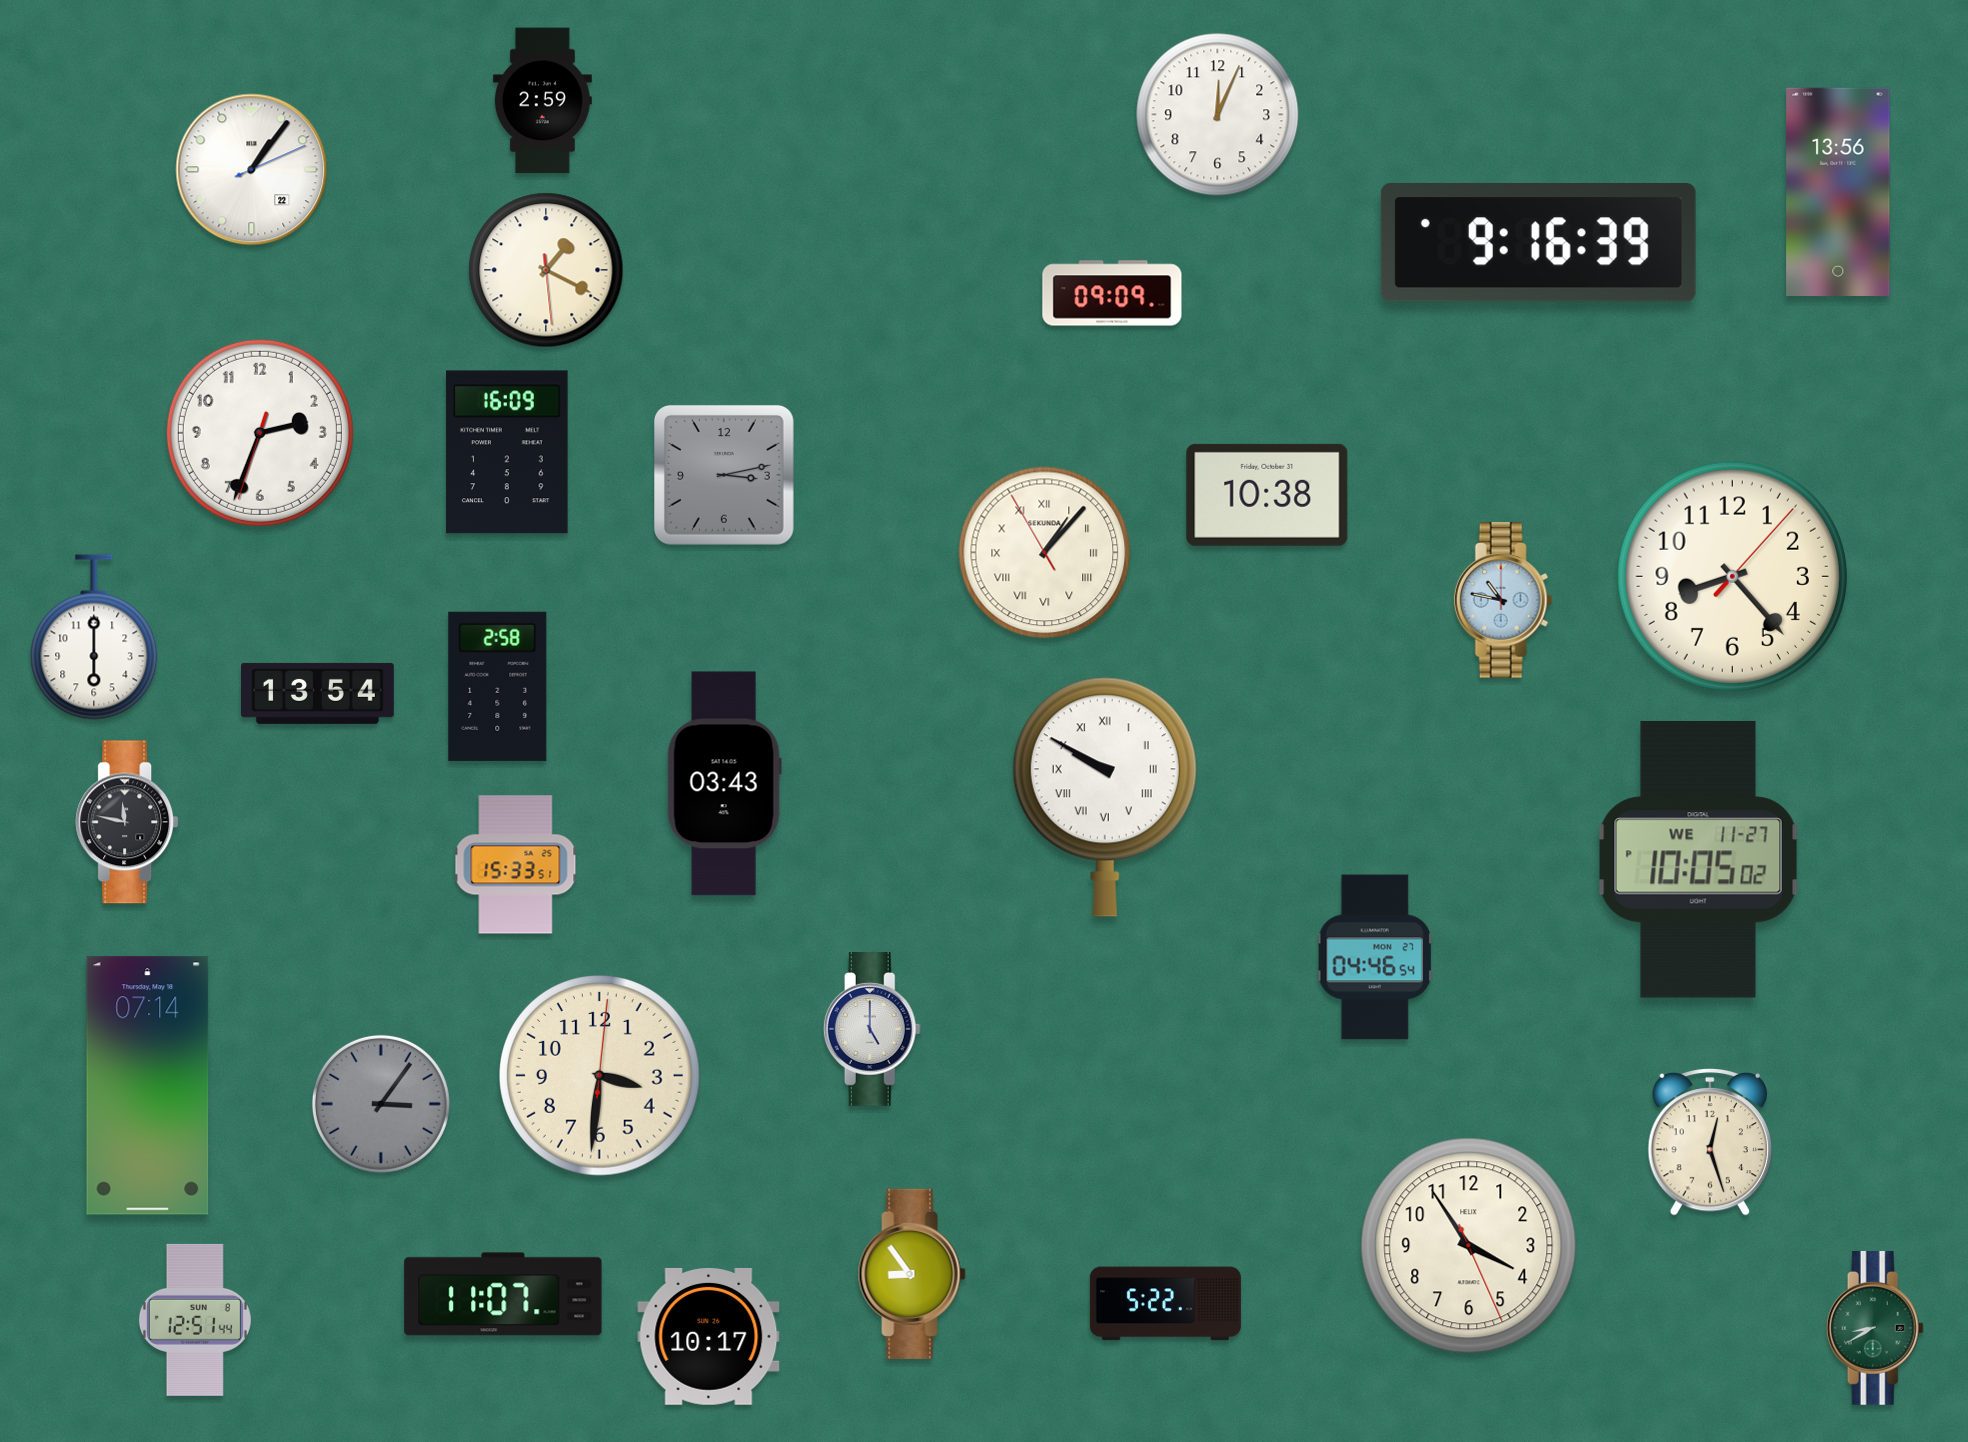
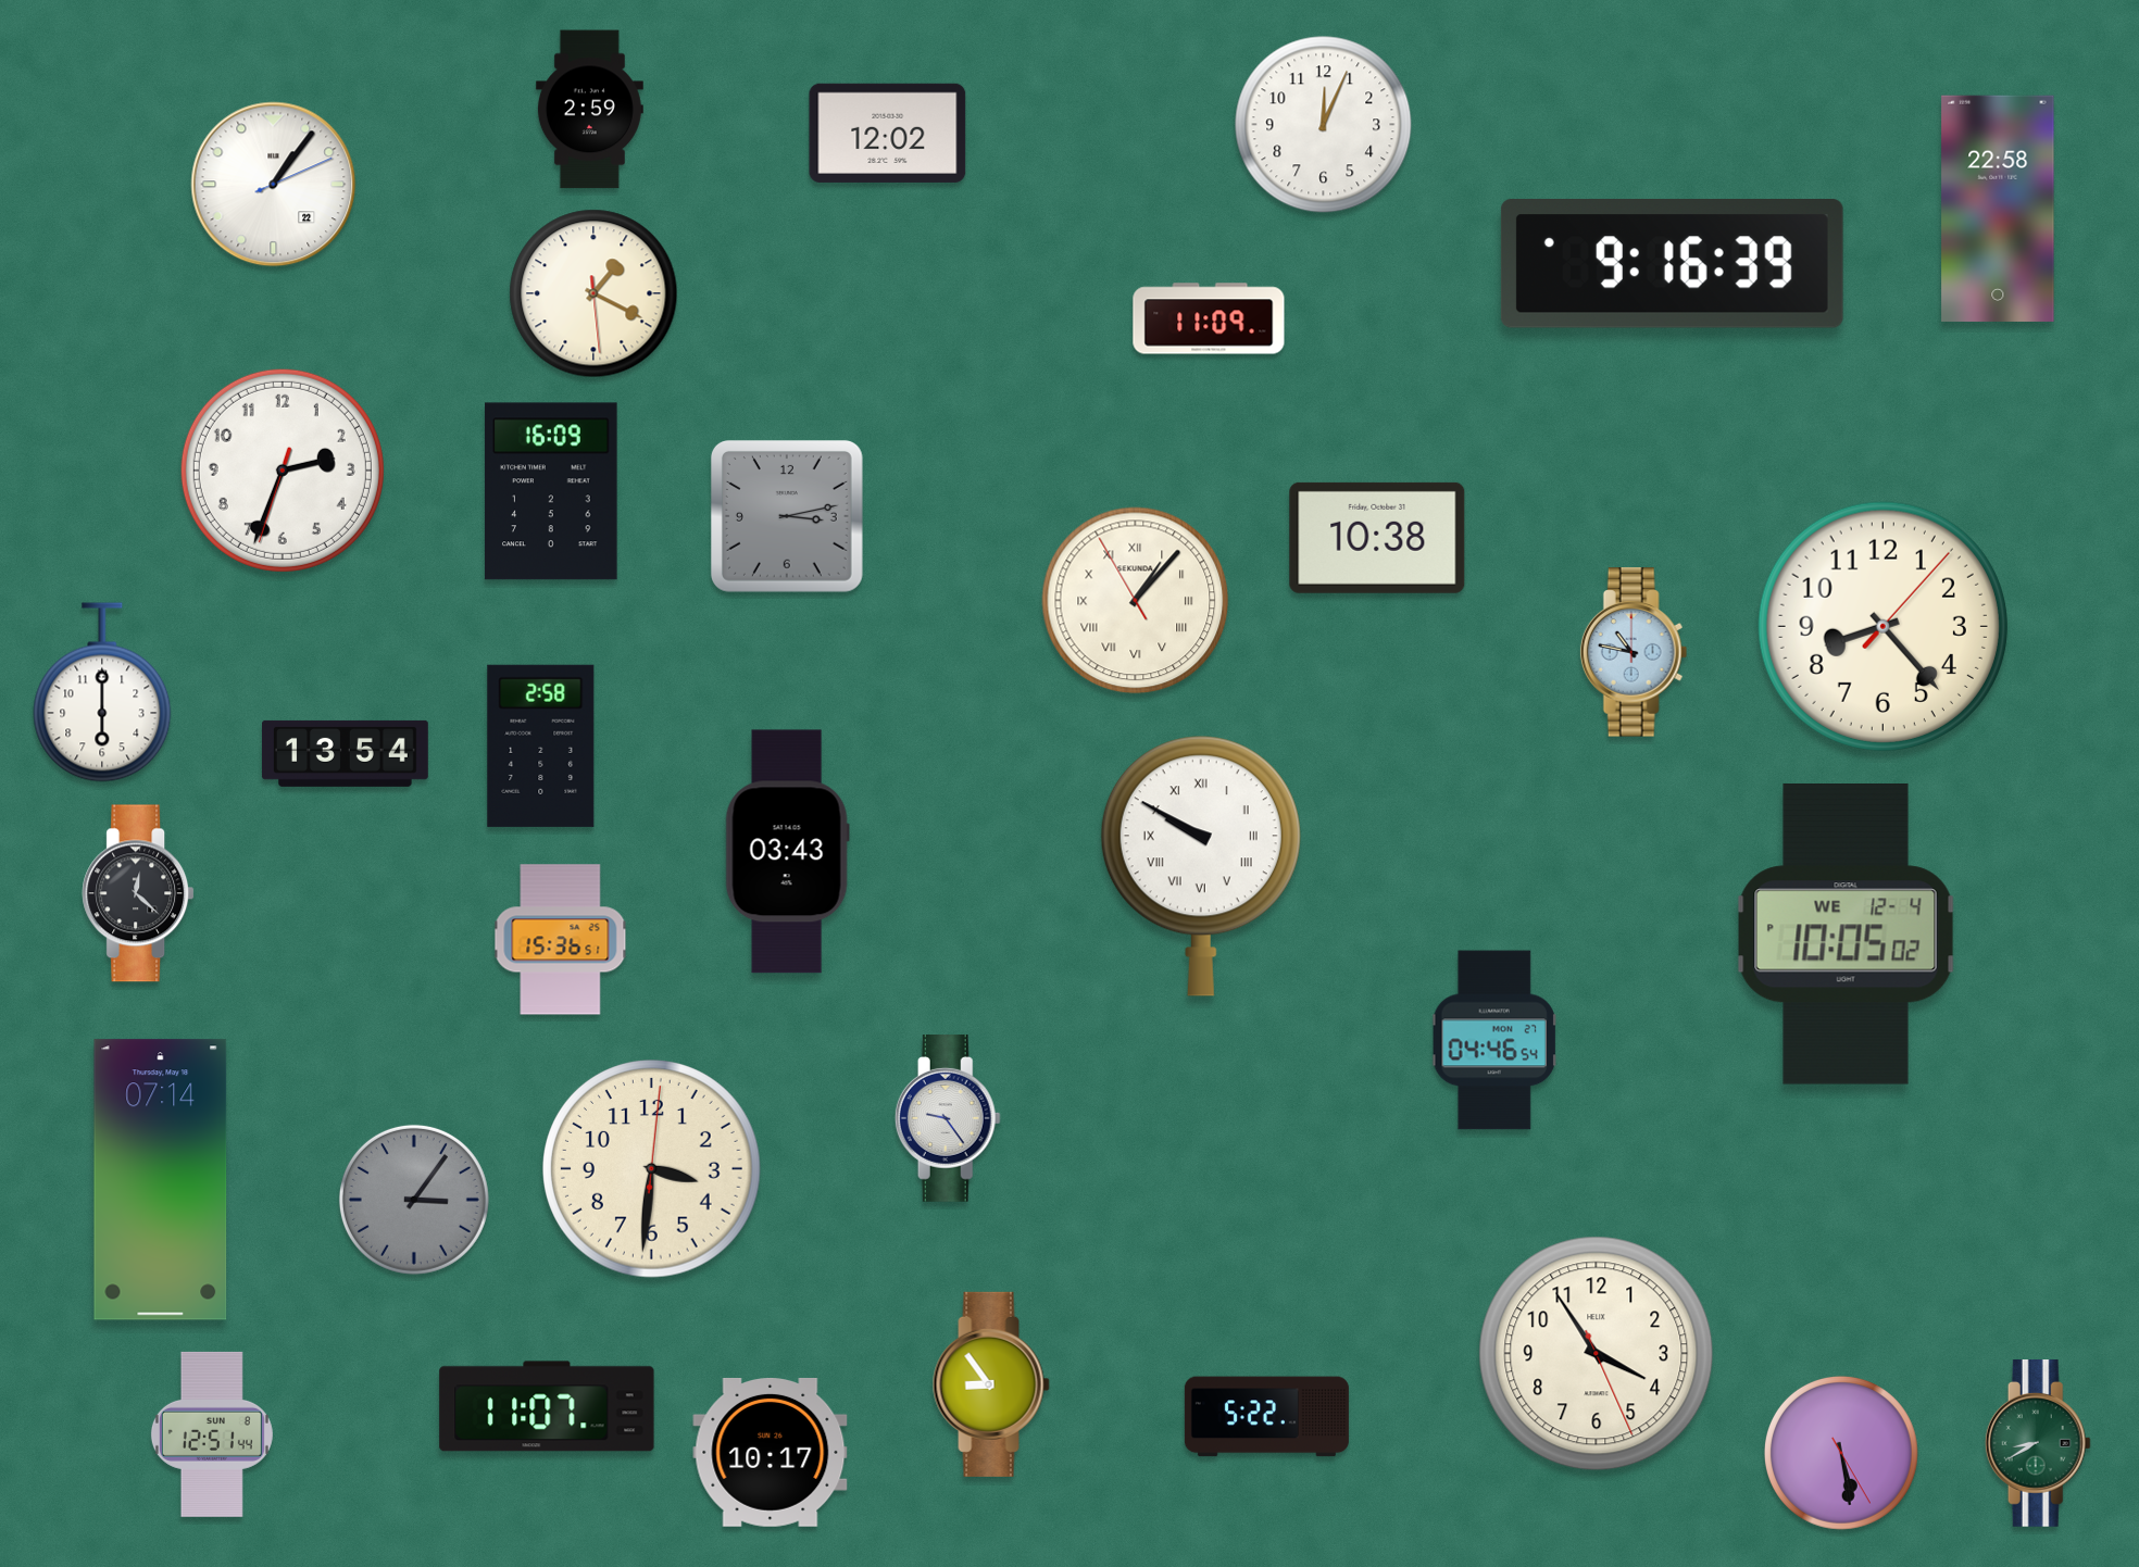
clock at (888, 133): none -> 12:02
clock at (1838, 192): 13:56 -> 22:58
clock at (1112, 293): 09:09 -> 11:09
clock at (127, 822): 11:47 -> 12:22
clock at (1698, 860) date: WE 11-27 -> WE 12-4
clock at (516, 865): 15:33 -> 15:36
clock at (872, 1030): 5:00 -> 9:24
clock at (1709, 1142): 12:27 -> none
clock at (1841, 1453): none -> 5:28
